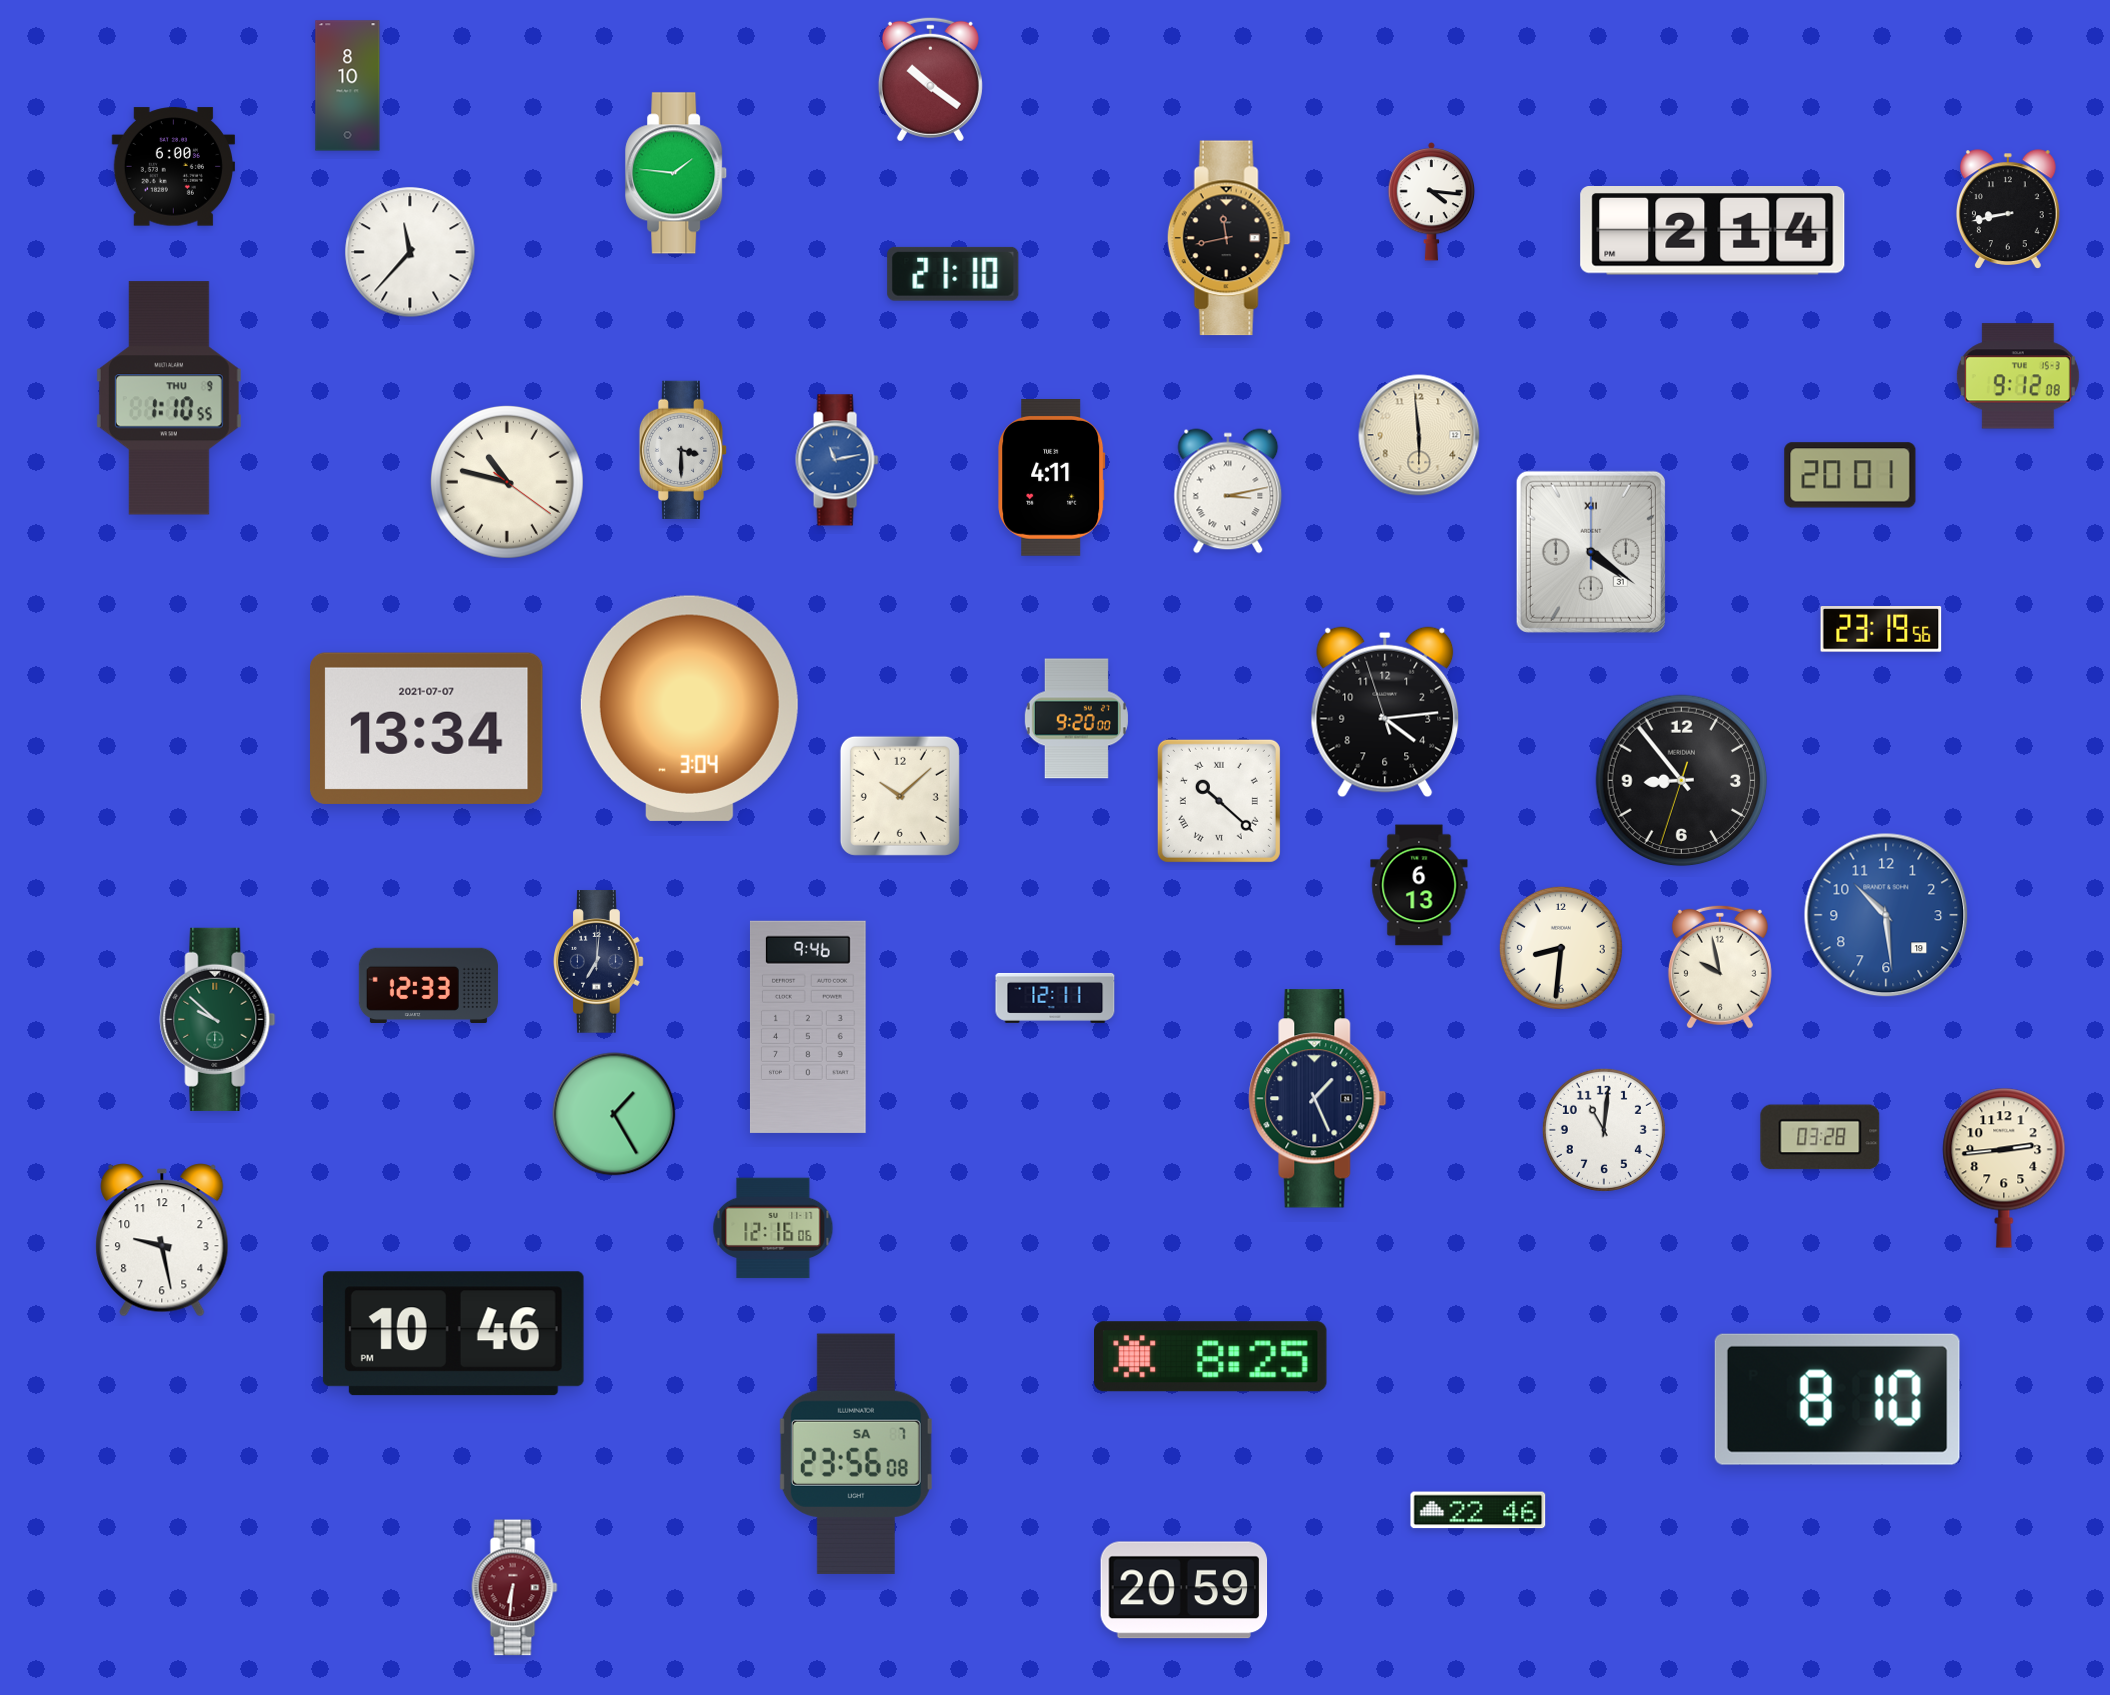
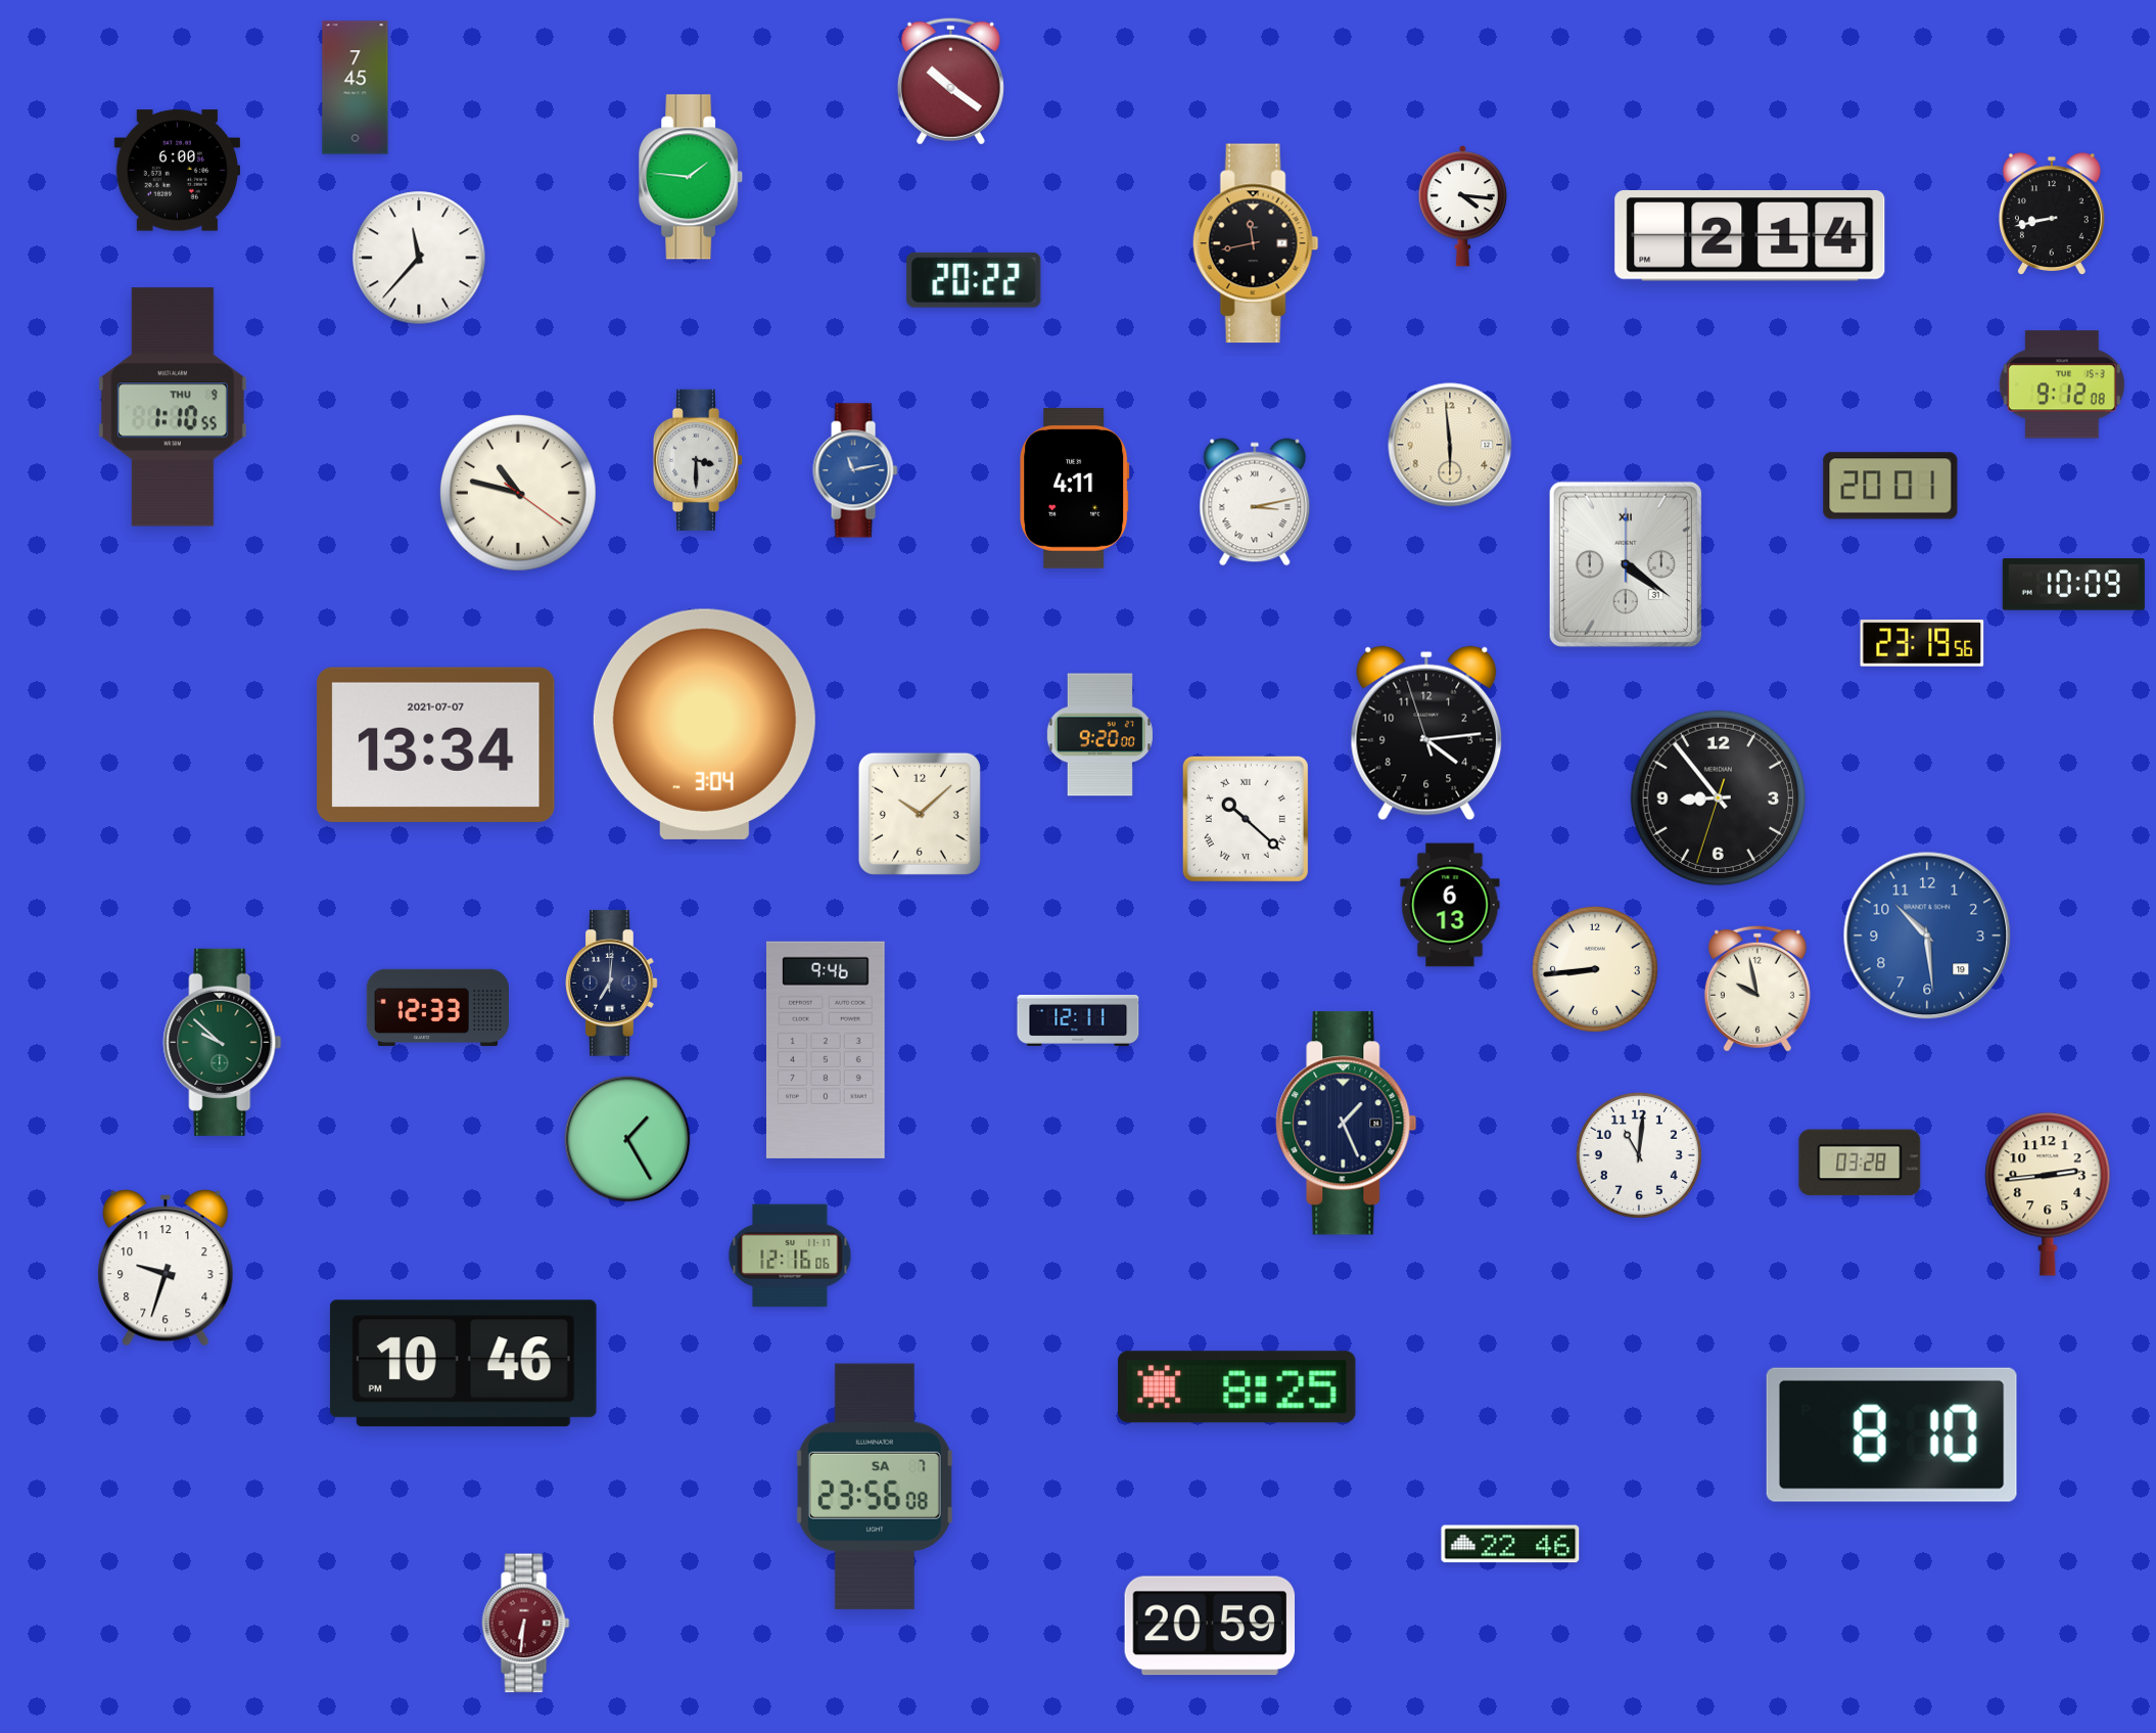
clock at (348, 86): 8:10 -> 7:45
clock at (953, 274): 21:10 -> 20:22
clock at (2073, 585): none -> 10:09
clock at (1385, 712) position: (1385, 712) -> (1426, 733)
clock at (1561, 948): 8:31 -> 8:44
clock at (162, 1240): 9:28 -> 9:33
clock at (1837, 1399) position: (1837, 1399) -> (1891, 1434)
